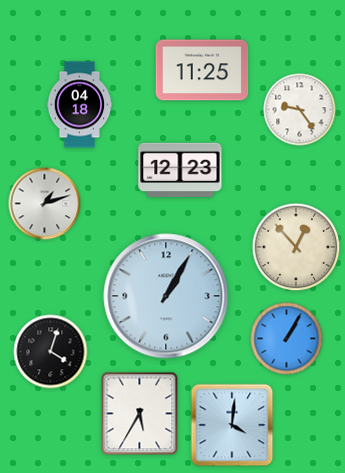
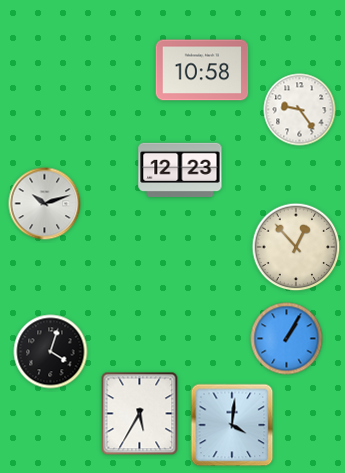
clock at (202, 70): 11:25 -> 10:58
clock at (80, 105): 04:18 -> none
clock at (45, 204): 1:12 -> 10:12
clock at (166, 296): 1:05 -> none
